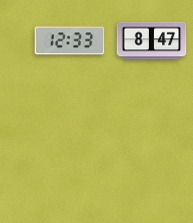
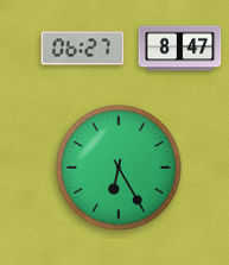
clock at (70, 41): 12:33 -> 06:27
clock at (119, 168): none -> 6:25
